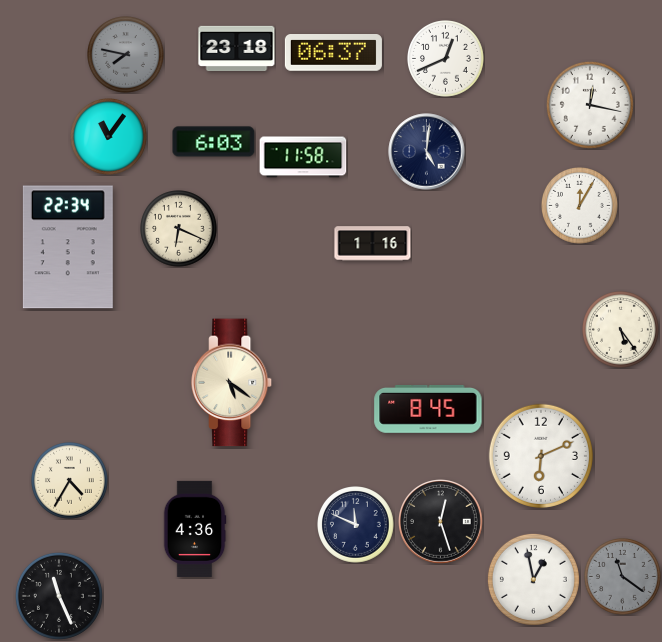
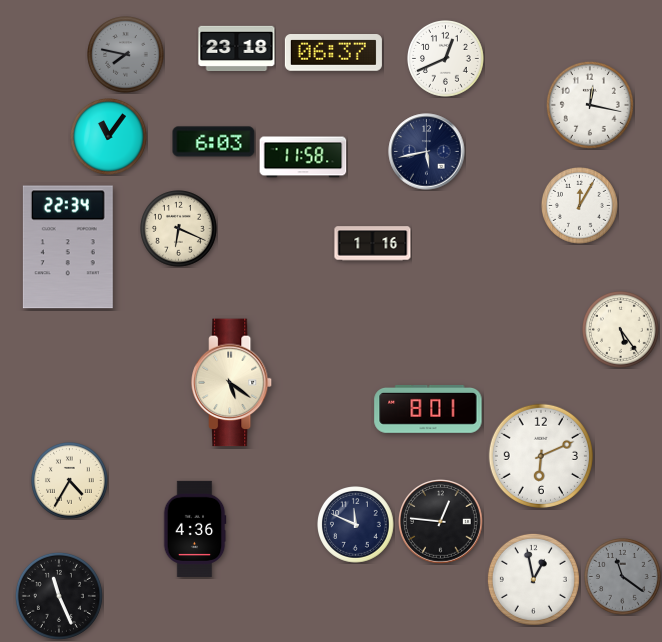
clock at (427, 152): 5:01 -> 5:43
clock at (428, 409): 8:45 -> 8:01
clock at (441, 522): 12:27 -> 12:46
